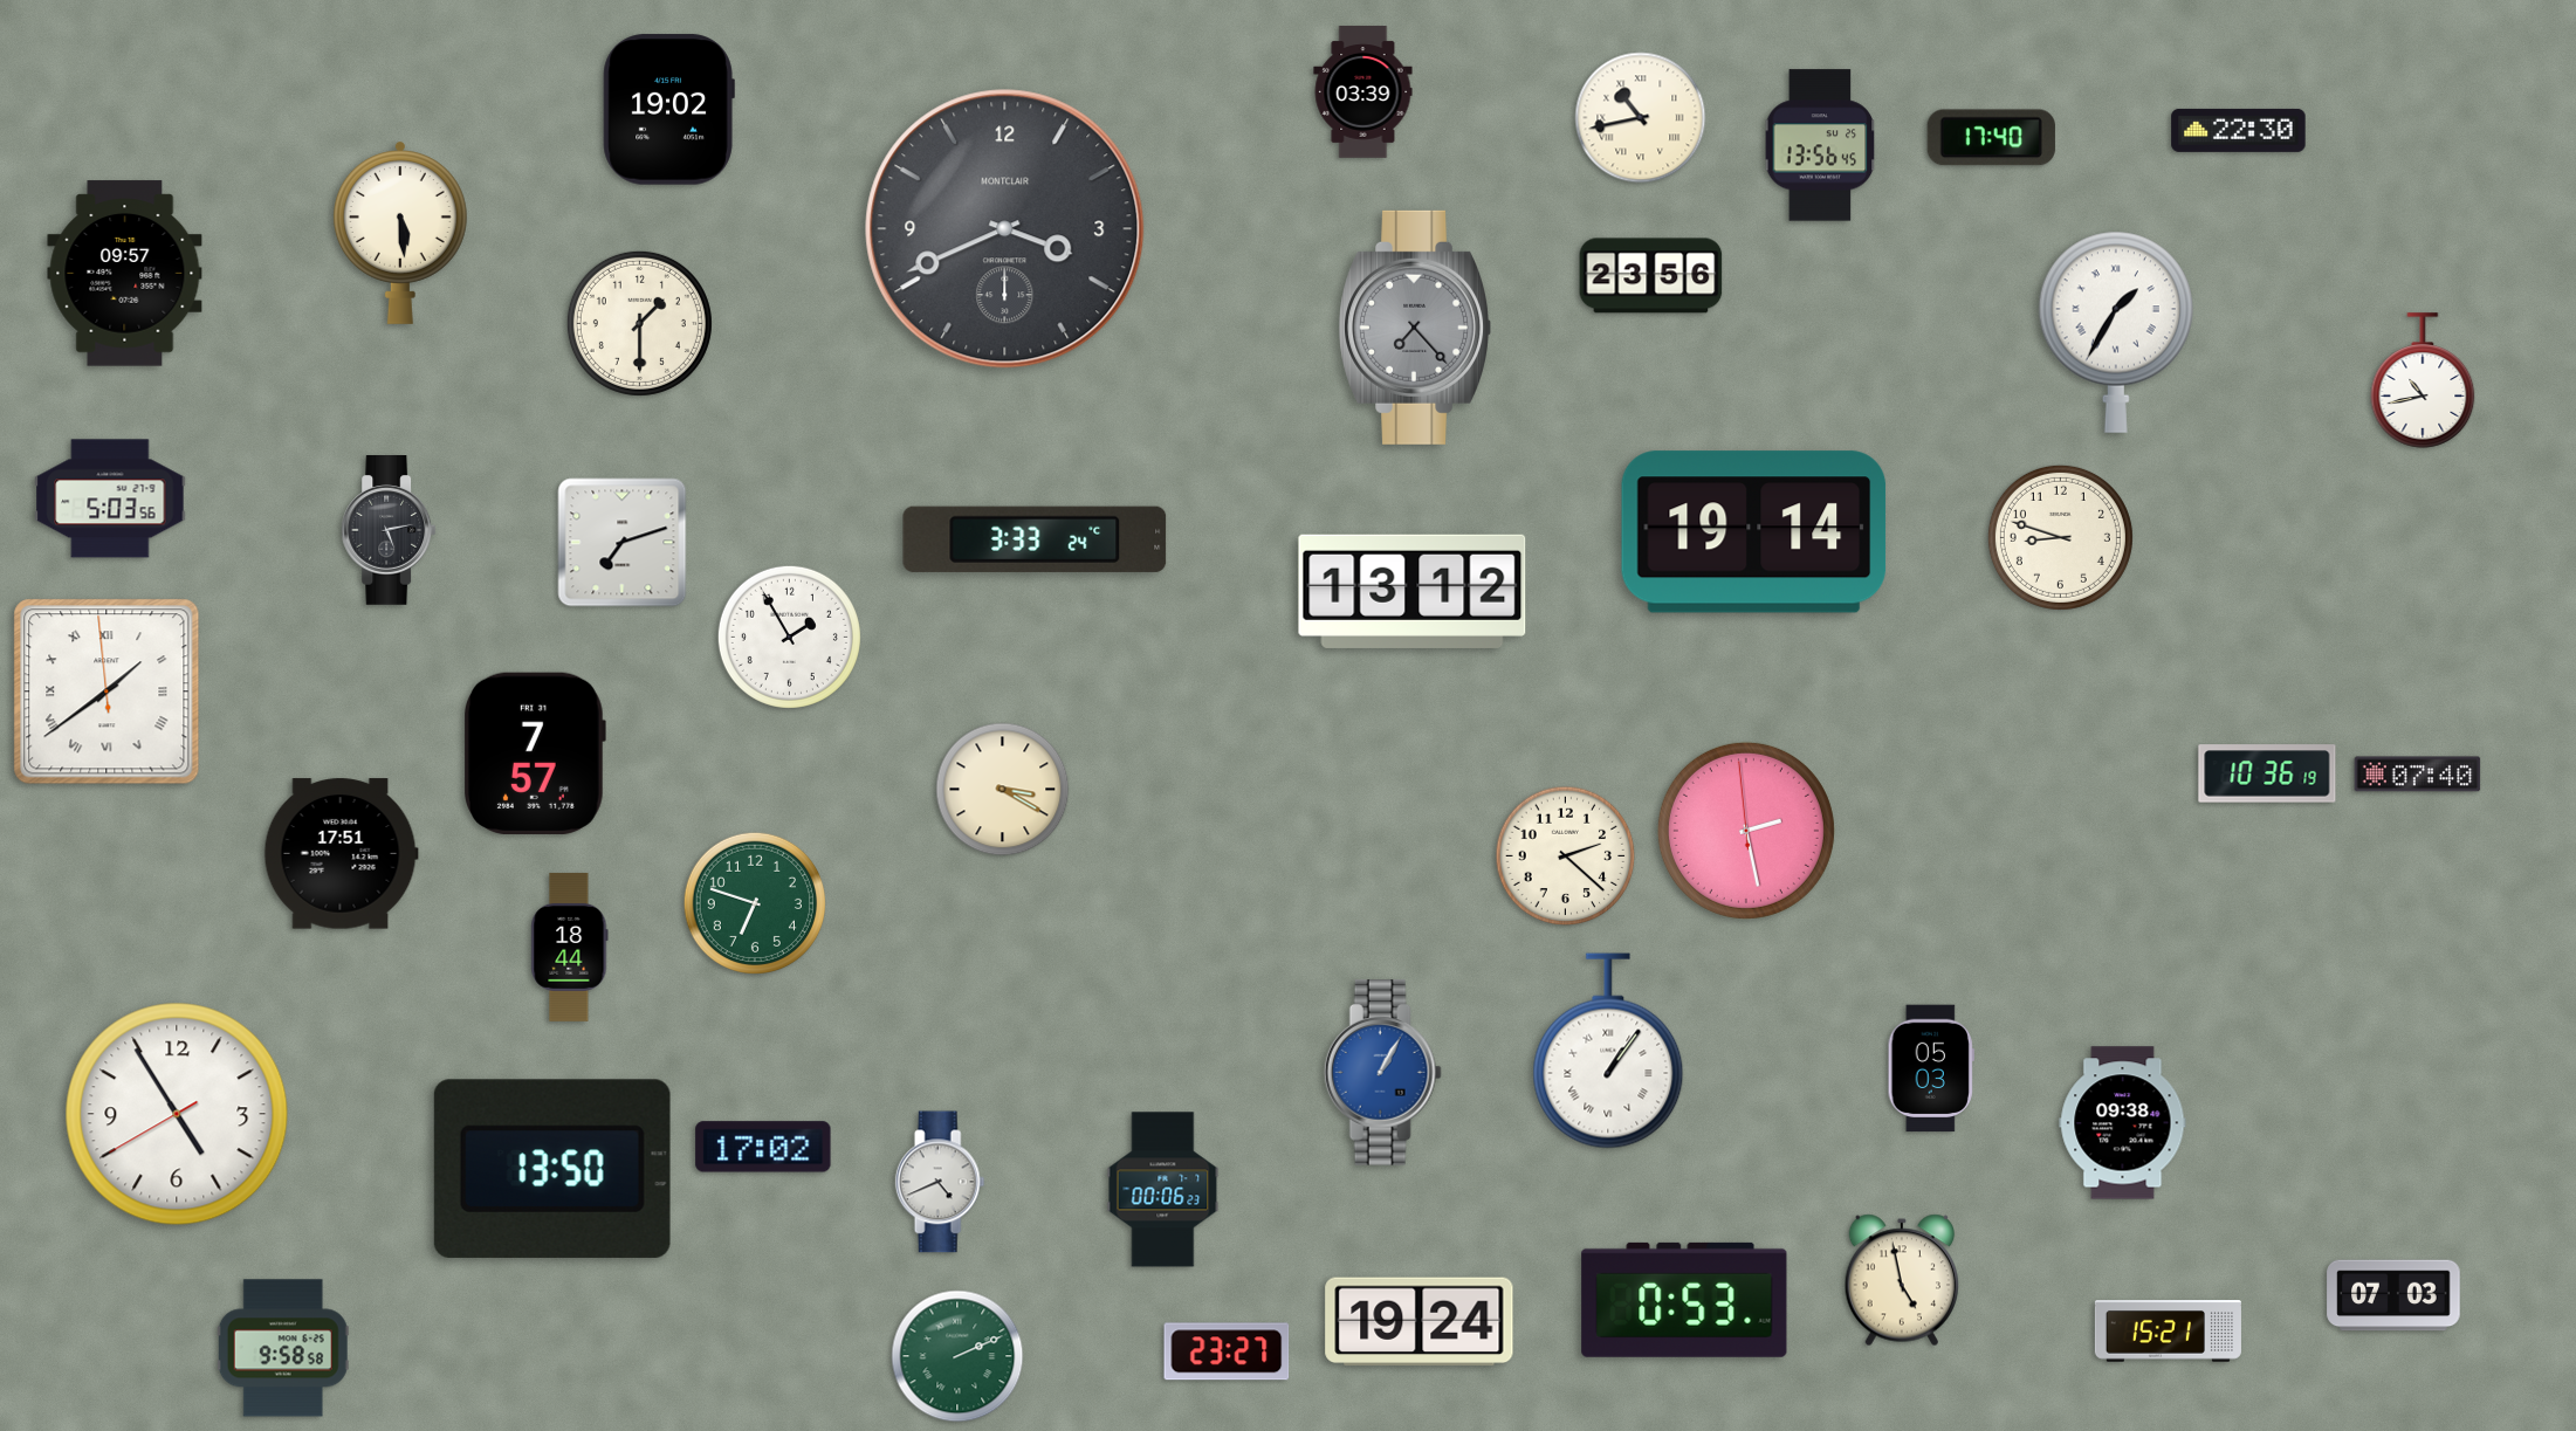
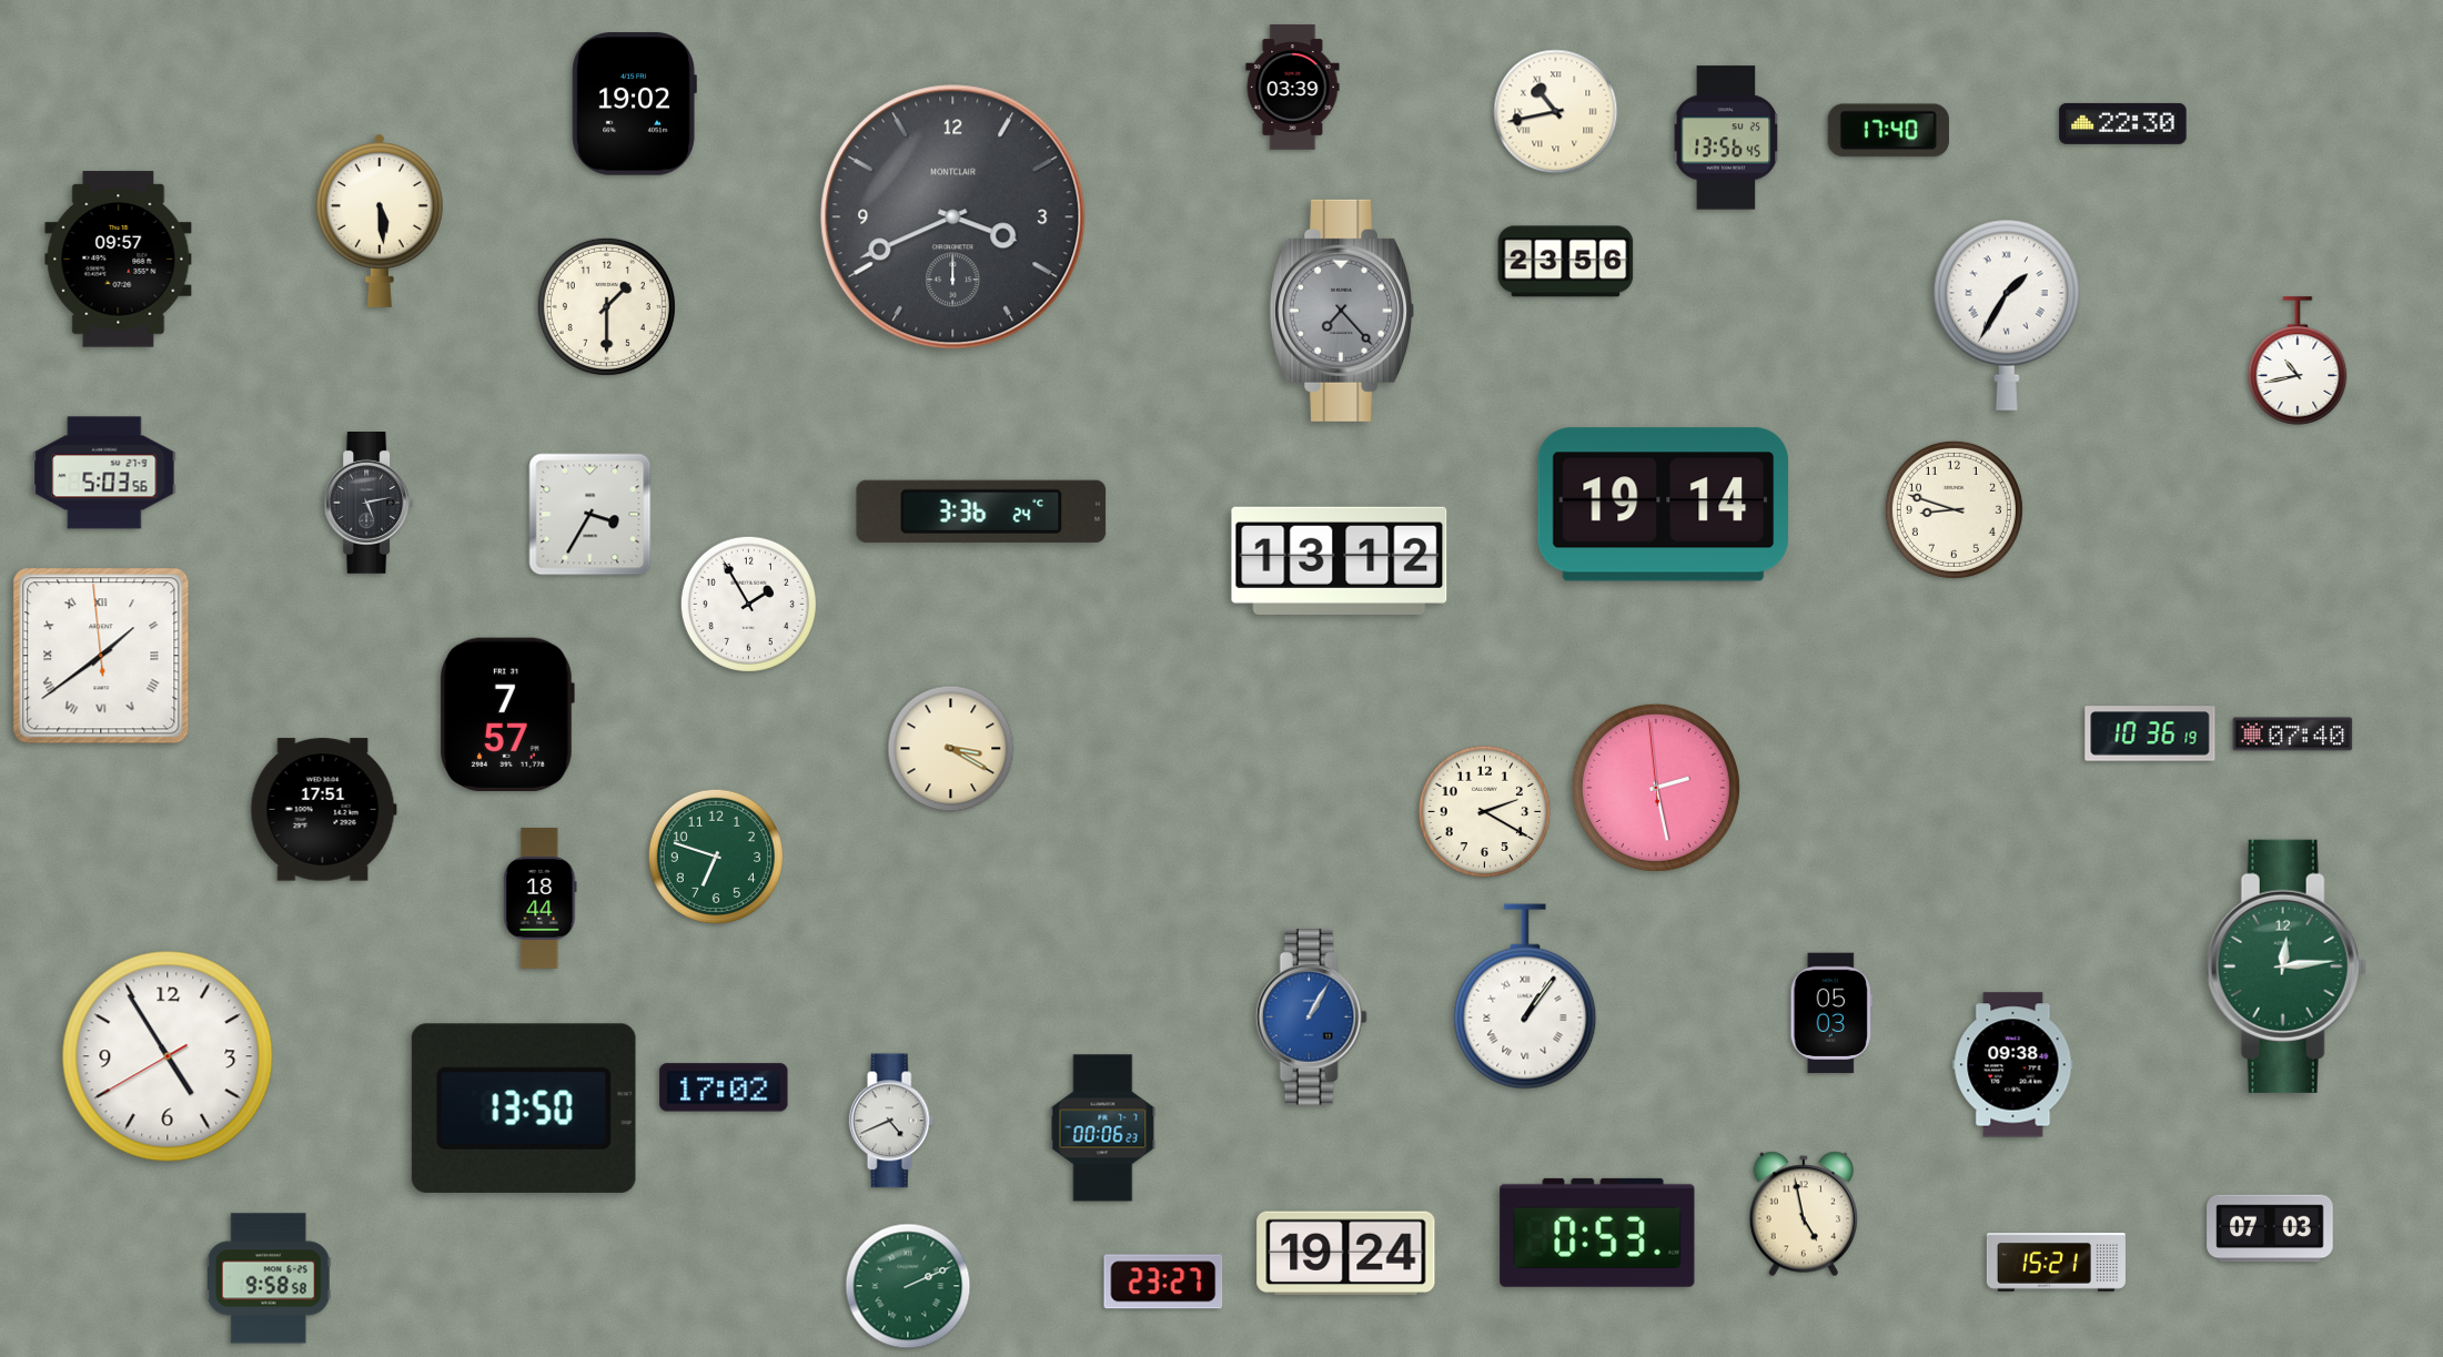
clock at (1035, 539): 3:33 -> 3:36
clock at (623, 543): 7:12 -> 3:35
clock at (1566, 856): 2:22 -> 2:20
clock at (2286, 966): none -> 12:14
